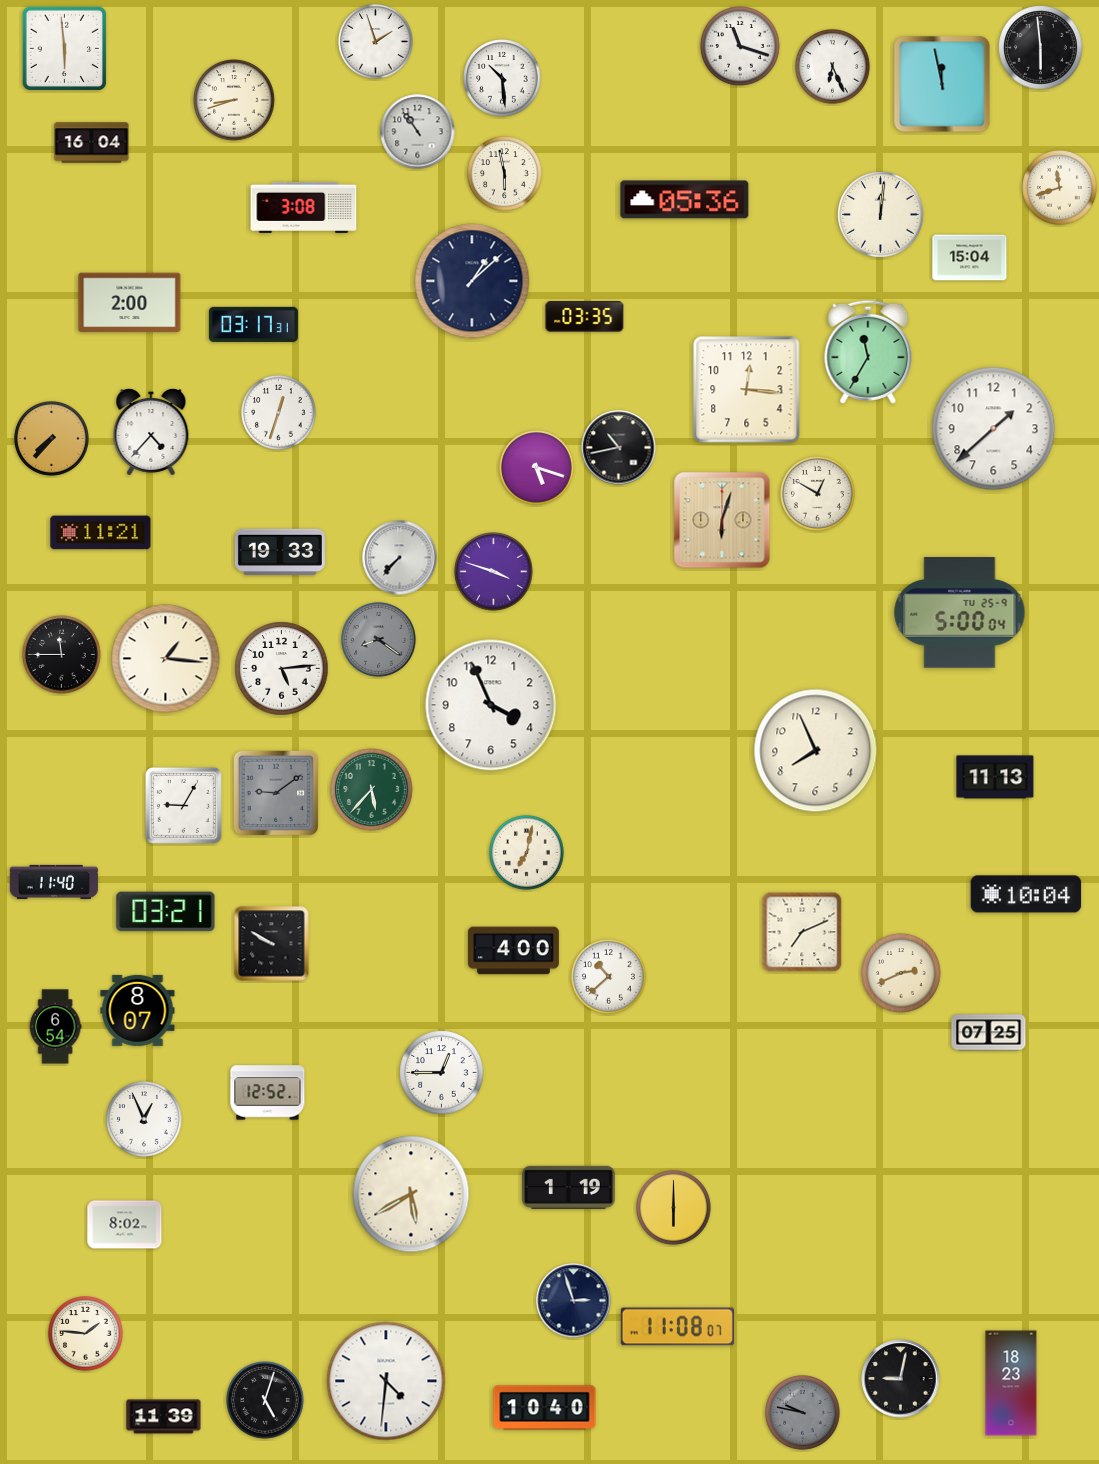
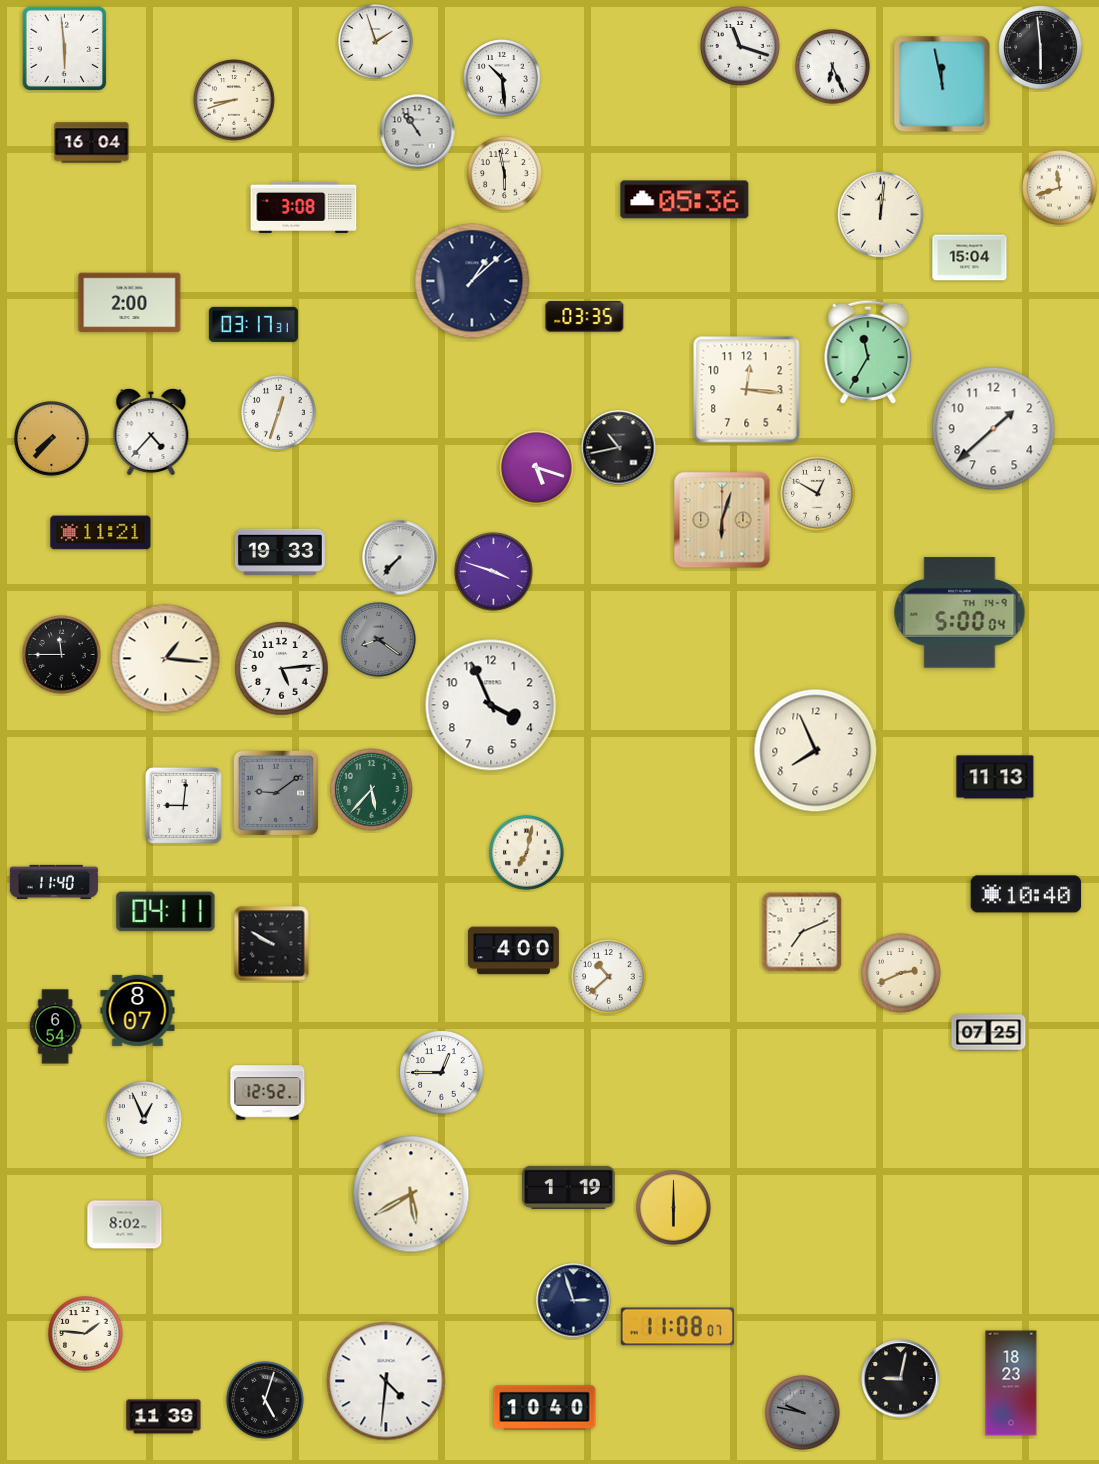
clock at (960, 613) date: TU 25-9 -> TH 14-9
clock at (183, 805): 9:05 -> 9:01
clock at (1026, 894): 10:04 -> 10:40
clock at (166, 912): 03:21 -> 04:11
